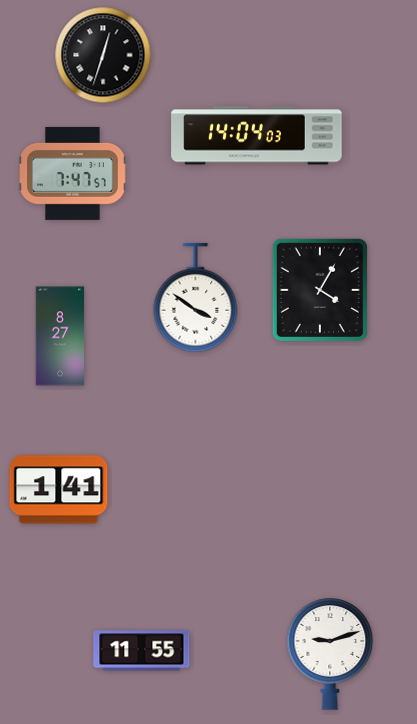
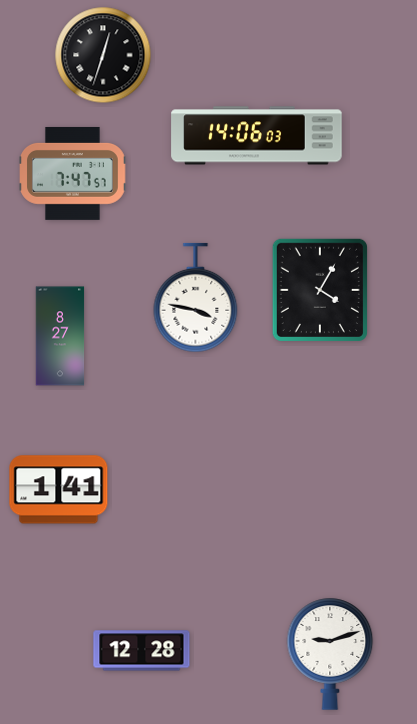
clock at (257, 136): 14:04 -> 14:06
clock at (196, 298): 3:51 -> 3:47
clock at (142, 651): 11:55 -> 12:28
